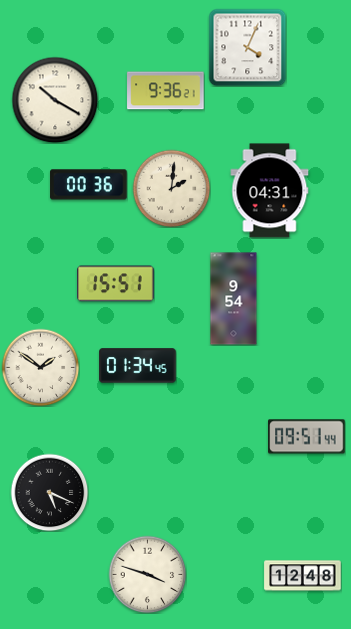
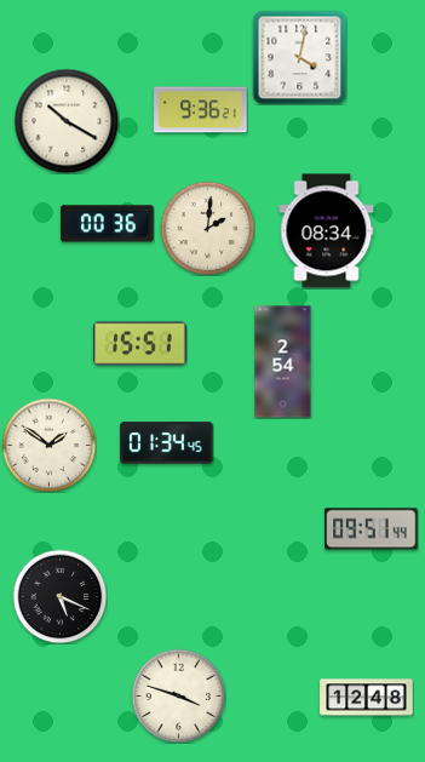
clock at (247, 47): 4:04 -> 4:02
clock at (270, 191): 04:31 -> 08:34
clock at (234, 299): 9:54 -> 2:54
